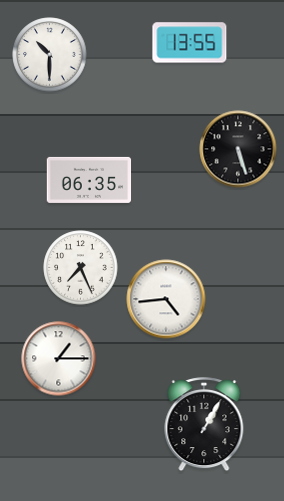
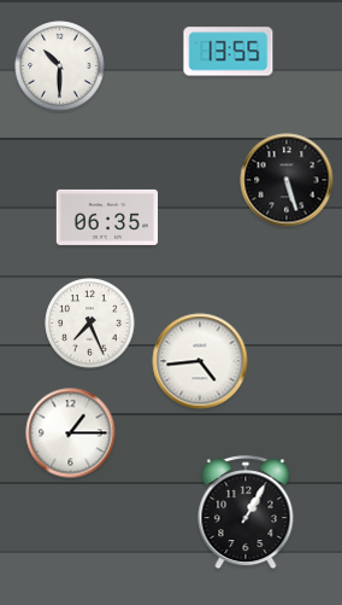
clock at (81, 268) position: (81, 268) -> (90, 324)
